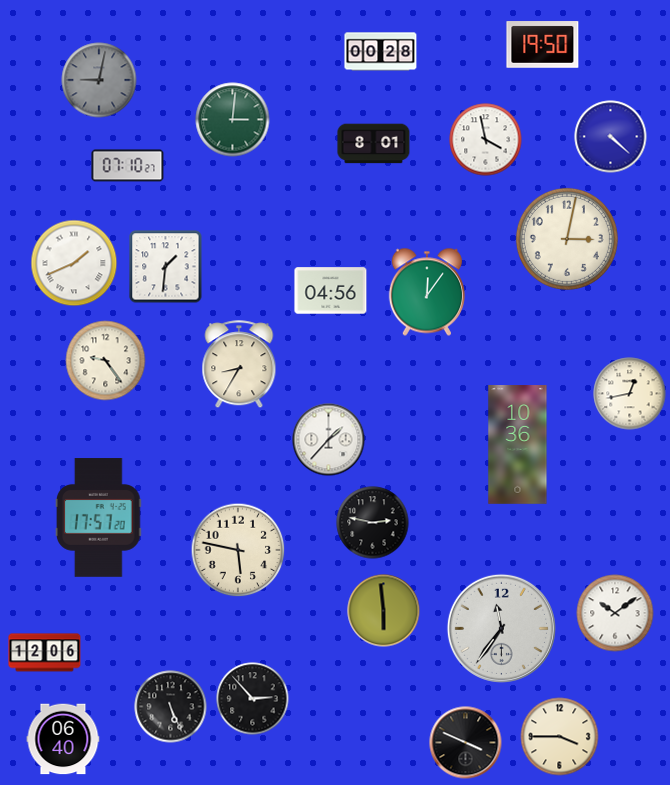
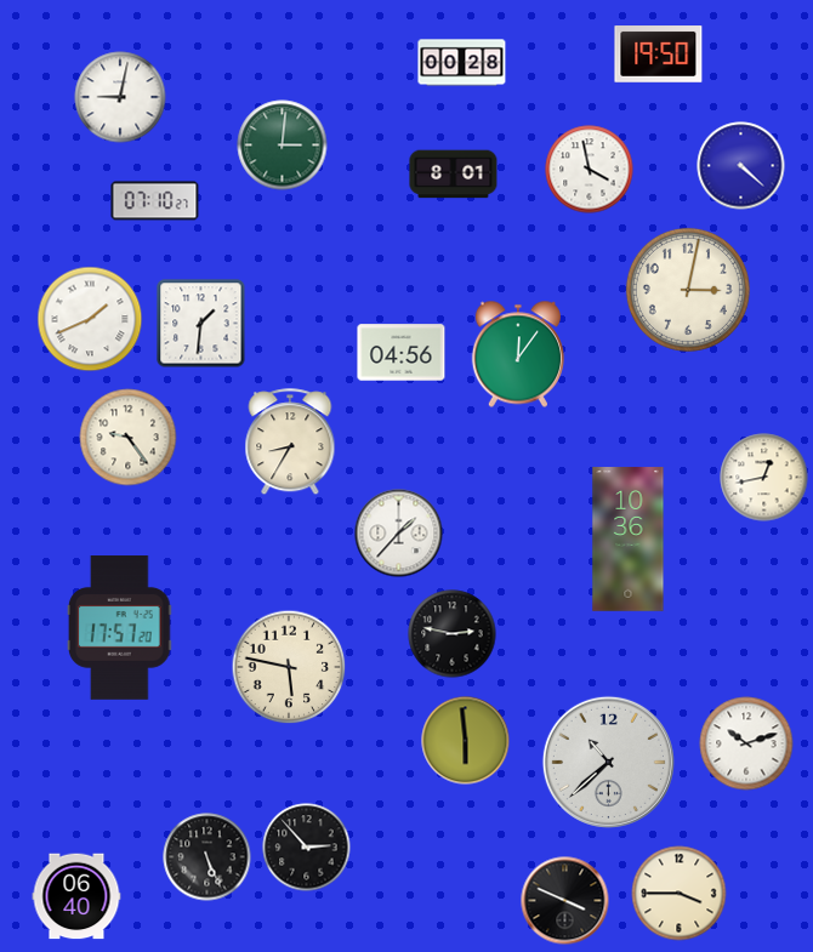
clock at (99, 80) dial: grey -> white
clock at (615, 613): 10:09 -> 10:12
clock at (501, 628): 11:36 -> 10:38
clock at (45, 653): 12:06 -> none
